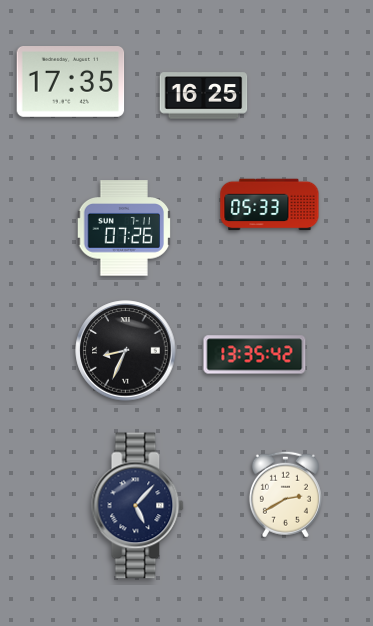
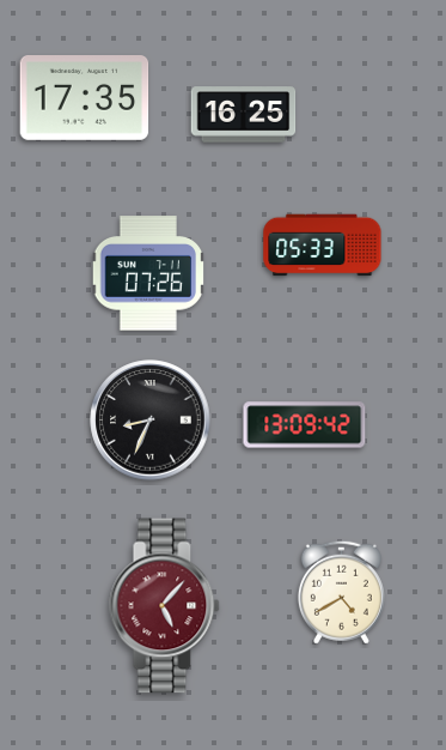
clock at (255, 355): 13:35 -> 13:09
clock at (285, 494): 2:40 -> 4:40
clock at (138, 506) dial: navy -> burgundy
